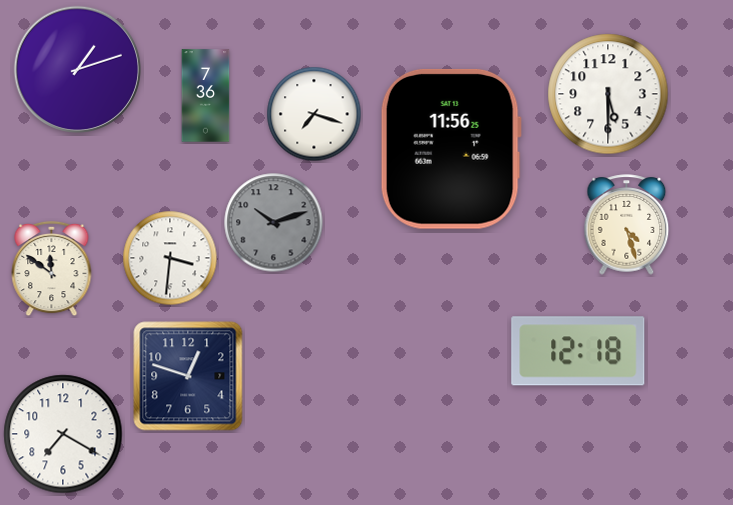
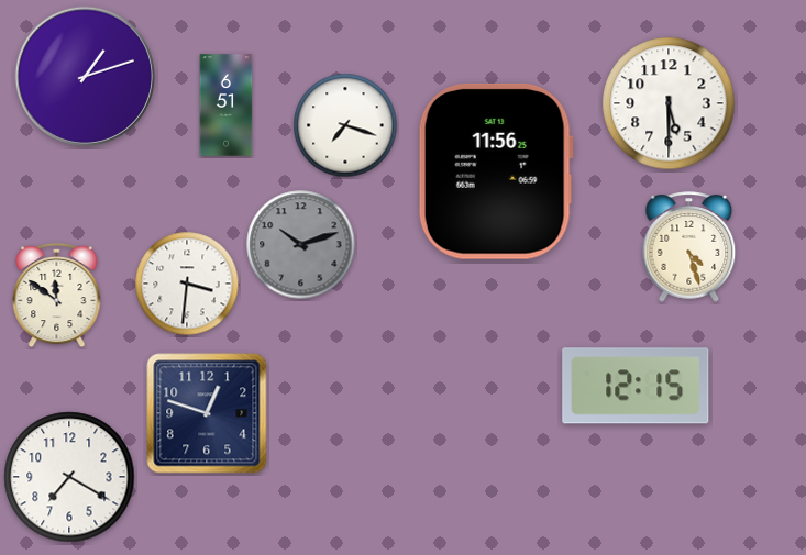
clock at (206, 96): 7:36 -> 6:51
clock at (451, 149) position: (451, 149) -> (496, 171)
clock at (578, 351): 12:18 -> 12:15
